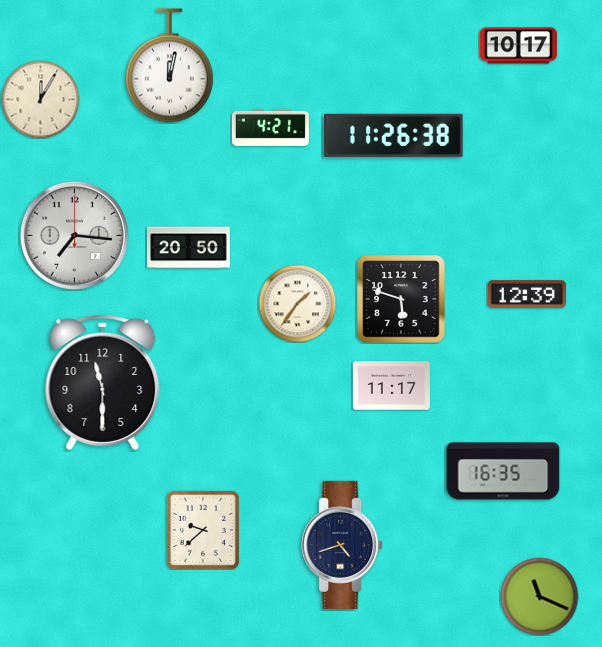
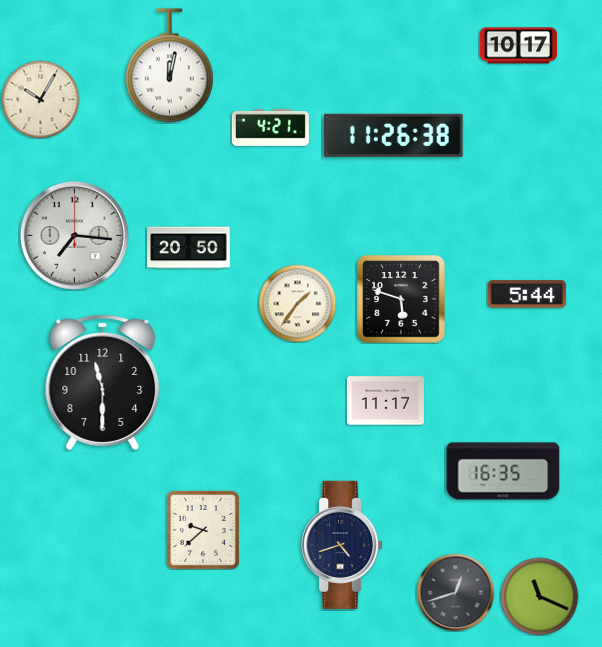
clock at (40, 99): 12:05 -> 10:05
clock at (527, 294): 12:39 -> 5:44
clock at (391, 386) position: (391, 386) -> (385, 401)
clock at (455, 592): none -> 12:42
